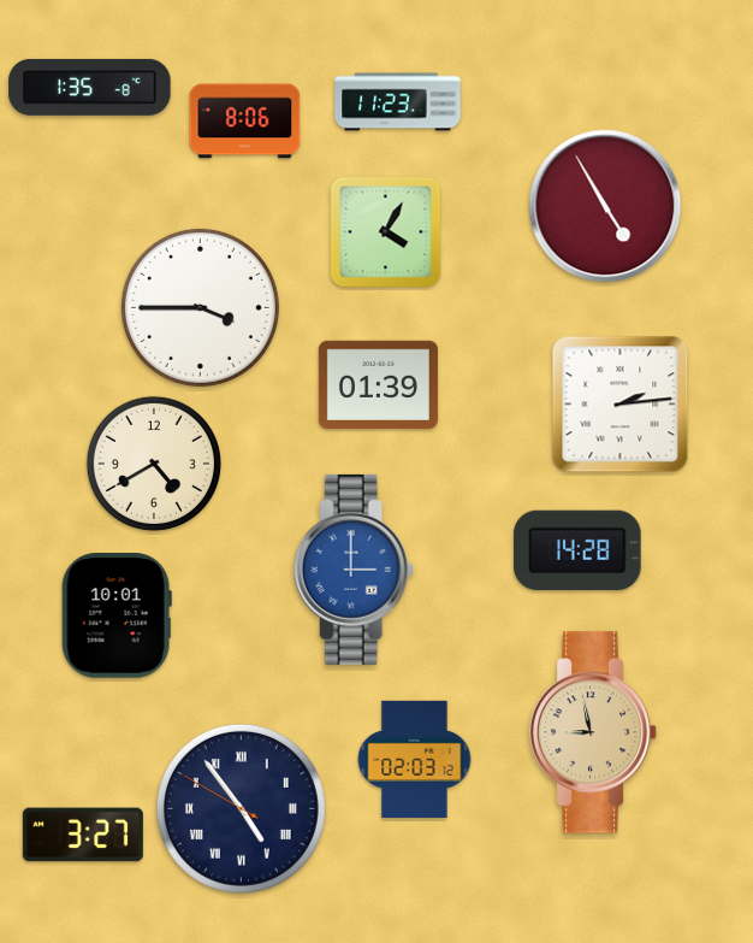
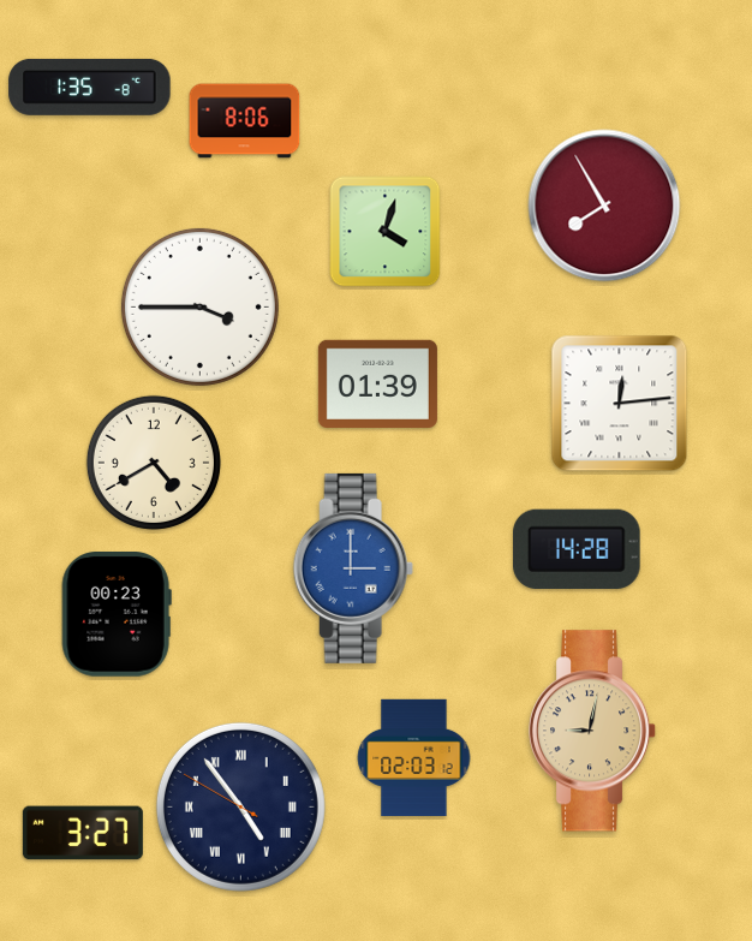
clock at (398, 102): 11:23 -> none
clock at (605, 206): 4:55 -> 7:55
clock at (386, 232): 4:05 -> 4:03
clock at (621, 405): 2:14 -> 12:14
clock at (117, 617): 10:01 -> 00:23
clock at (593, 732): 8:58 -> 9:02
